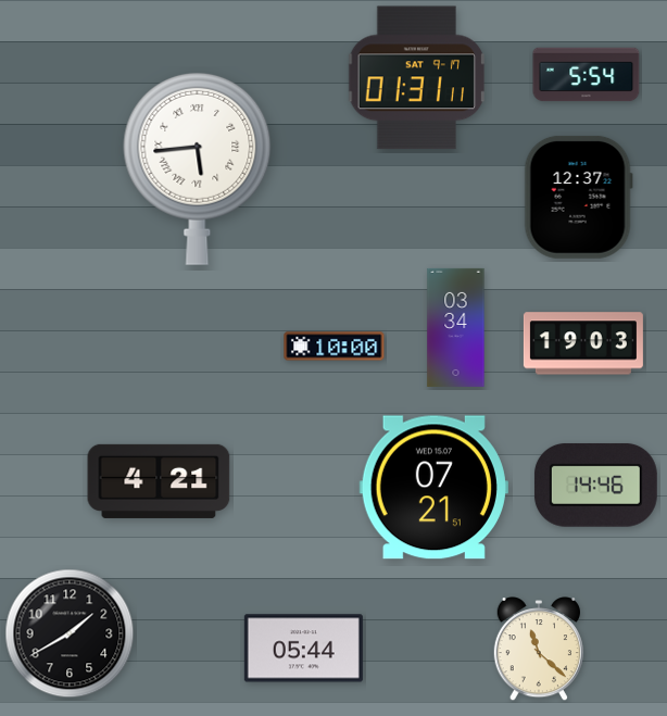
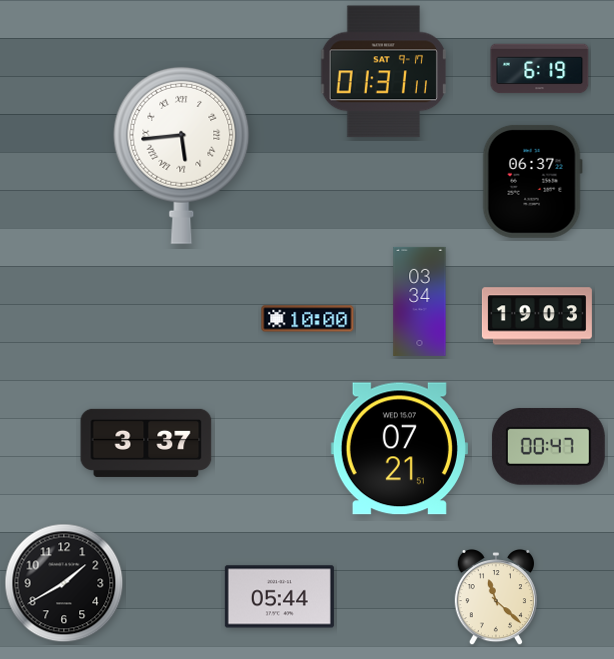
clock at (587, 75): 5:54 -> 6:19
clock at (578, 197): 12:37 -> 06:37
clock at (159, 481): 4:21 -> 3:37
clock at (595, 485): 14:46 -> 00:47
